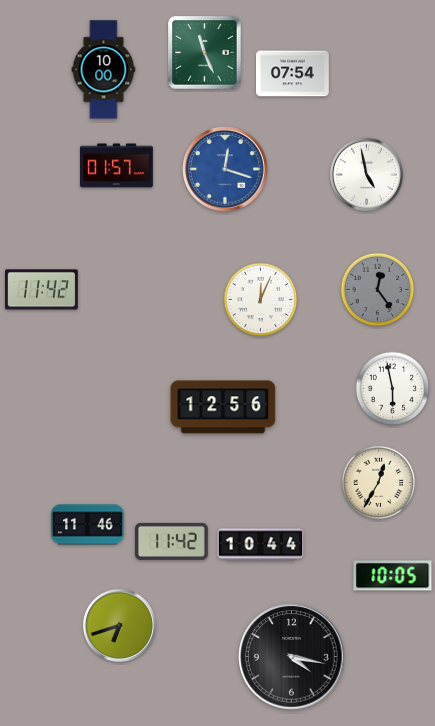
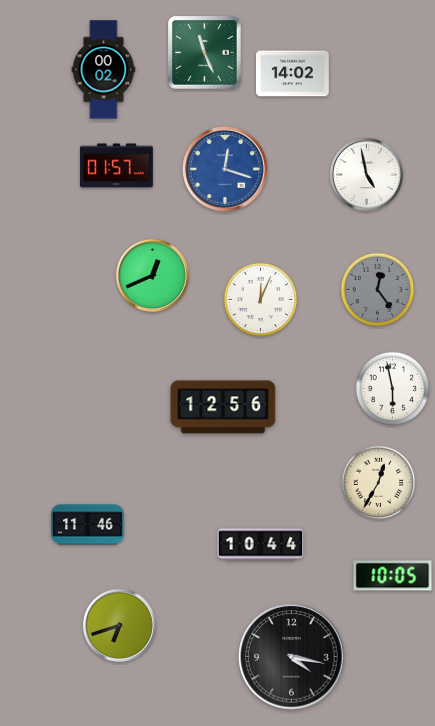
clock at (104, 70): 10:00 -> 00:02
clock at (293, 74): 07:54 -> 14:02
clock at (152, 275): none -> 12:41
clock at (42, 290): 11:42 -> none
clock at (171, 541): 11:42 -> none
